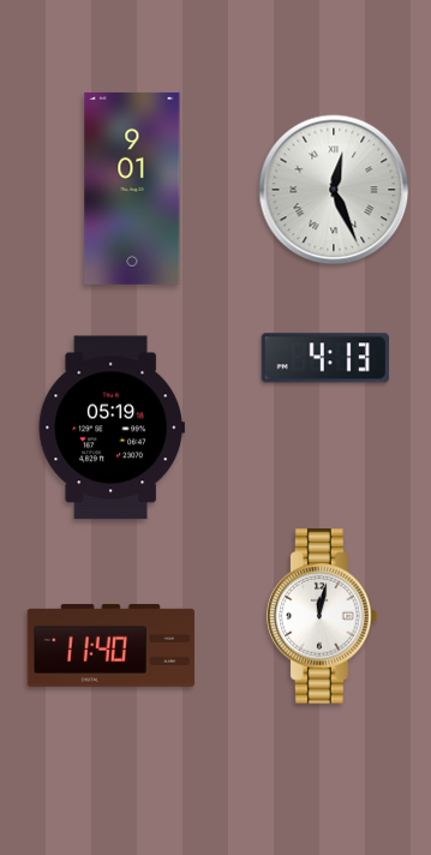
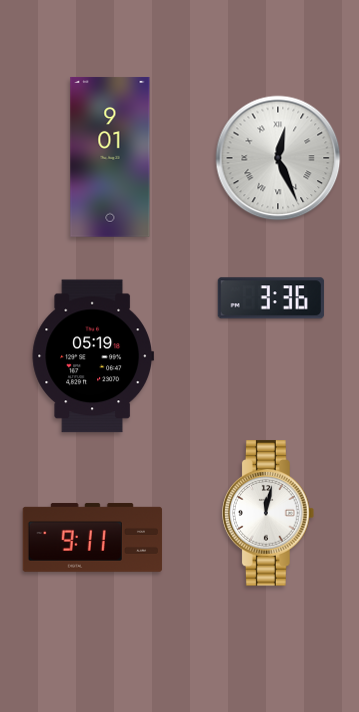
clock at (325, 358): 4:13 -> 3:36
clock at (110, 645): 11:40 -> 9:11
